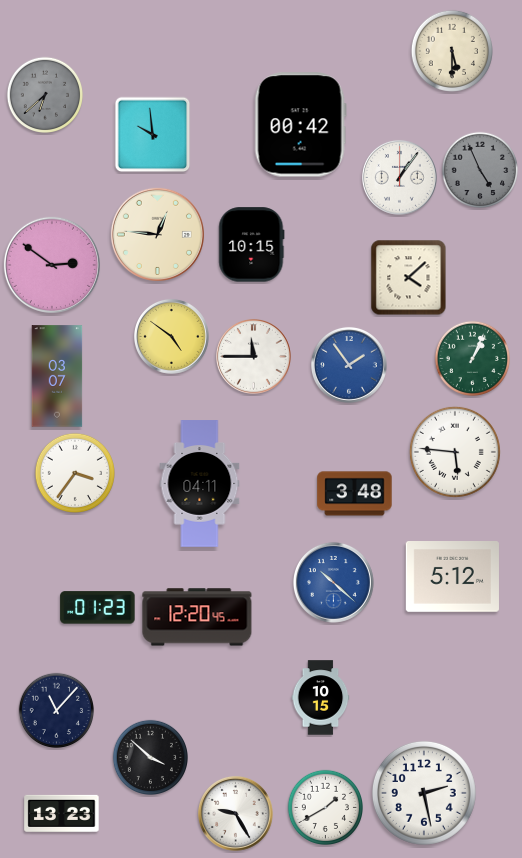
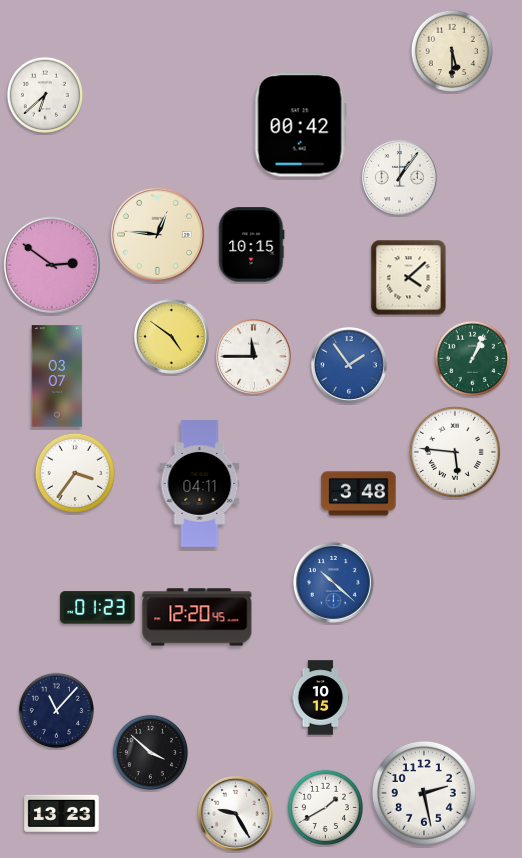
clock at (44, 94) dial: grey -> white
clock at (153, 135): 9:59 -> none
clock at (479, 169): 4:56 -> none
clock at (355, 494) position: (355, 494) -> (359, 494)
clock at (452, 577): 5:12 -> none
clock at (150, 757) position: (150, 757) -> (150, 752)
